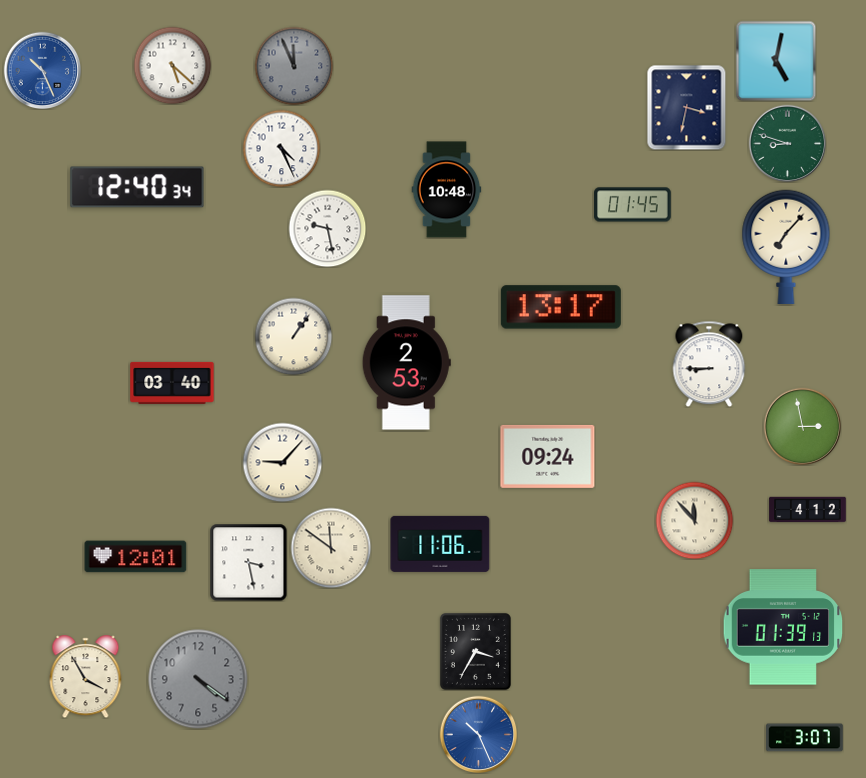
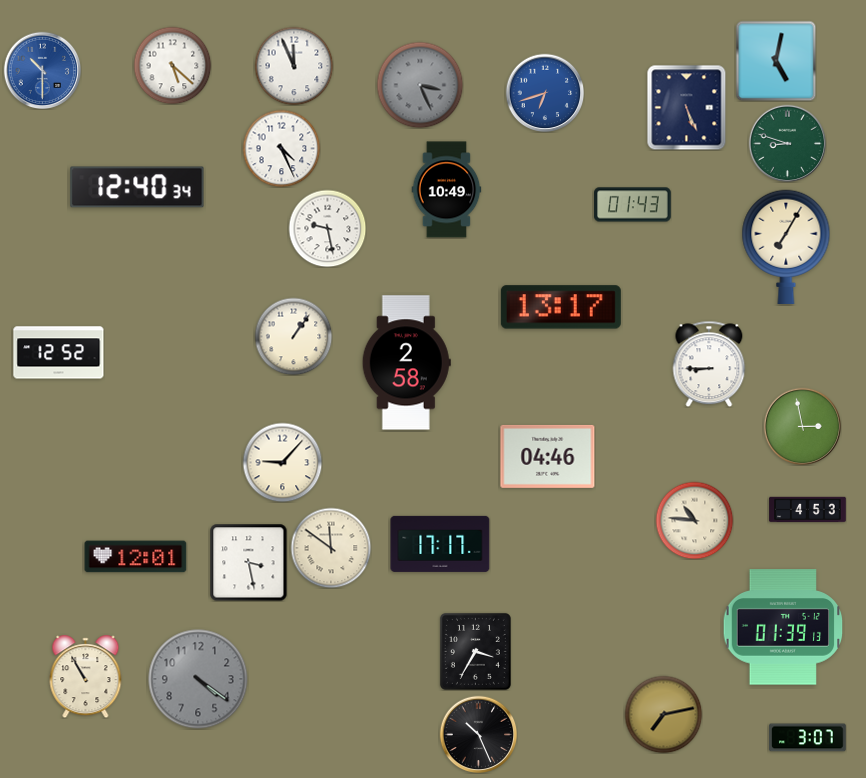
clock at (294, 66) dial: grey -> white
clock at (42, 70): 10:26 -> 10:30
clock at (420, 85): none -> 3:26
clock at (545, 93): none -> 6:42
clock at (687, 107): 3:32 -> 5:26
clock at (447, 190): 10:48 -> 10:49
clock at (633, 205): 01:45 -> 01:43
clock at (786, 247): 7:07 -> 7:05
clock at (59, 353): none -> 12:52
clock at (406, 363): 2:53 -> 2:58
clock at (172, 383): 03:40 -> none
clock at (548, 456): 09:24 -> 04:46
clock at (808, 510): 4:12 -> 4:53
clock at (694, 520): 11:53 -> 10:46
clock at (440, 544): 11:06 -> 17:17
clock at (86, 677): 3:55 -> 10:55
clock at (663, 714): none -> 7:13
clock at (478, 734) dial: blue -> black
clock at (805, 738) position: (805, 738) -> (808, 738)
